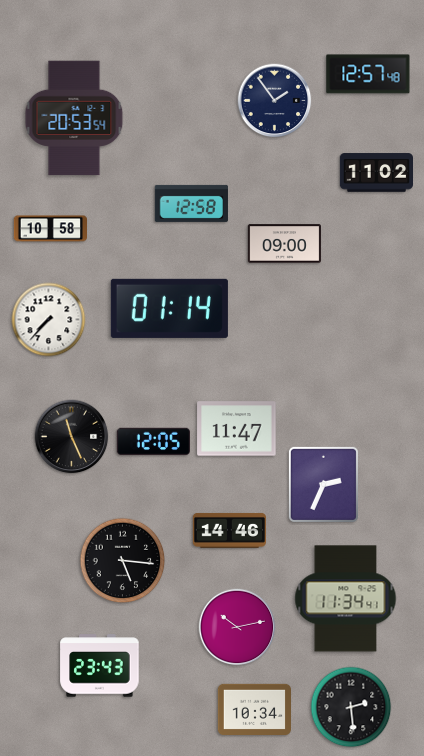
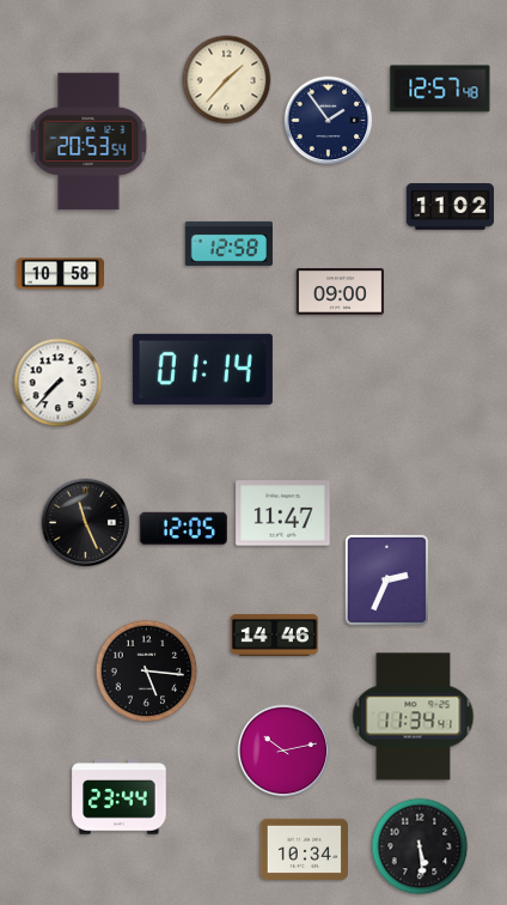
clock at (227, 80): none -> 1:37
clock at (100, 666): 23:43 -> 23:44
clock at (351, 707): 2:29 -> 5:29
